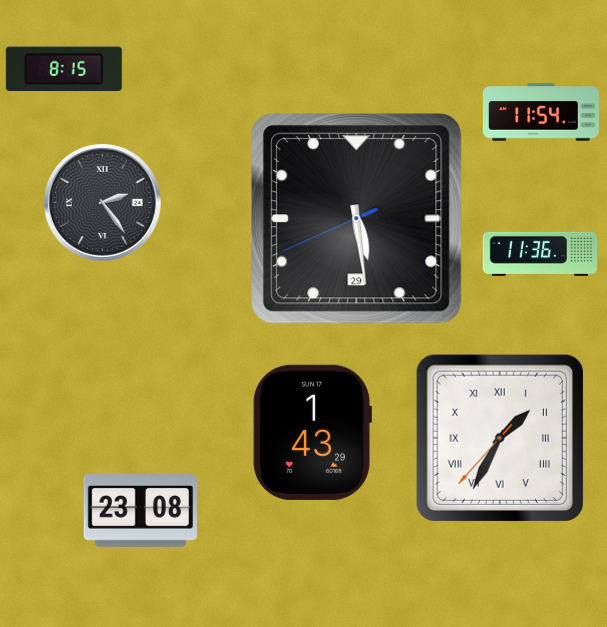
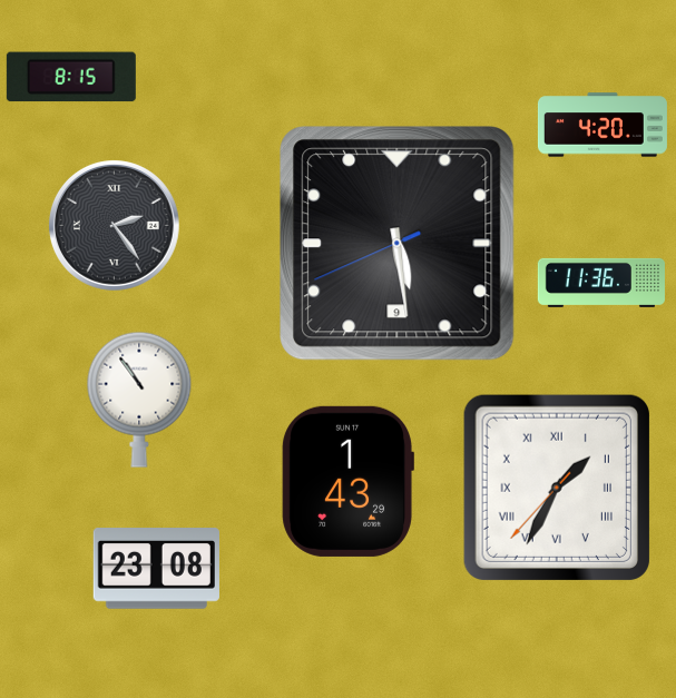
clock at (541, 112): 11:54 -> 4:20
clock at (357, 219) date: 29 -> 9
clock at (139, 400): none -> 10:54
